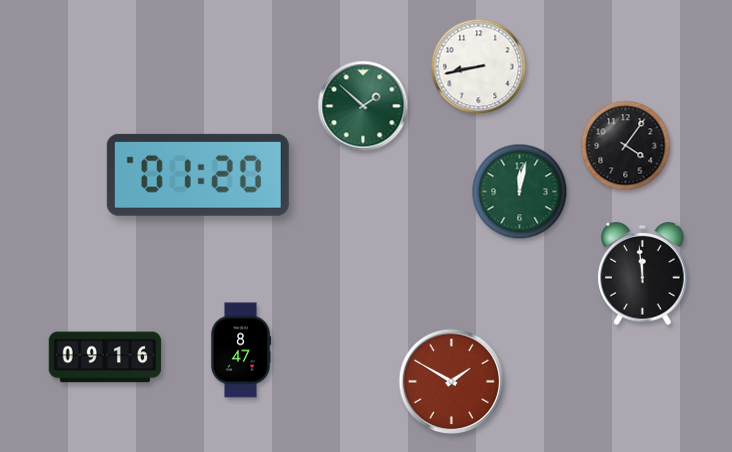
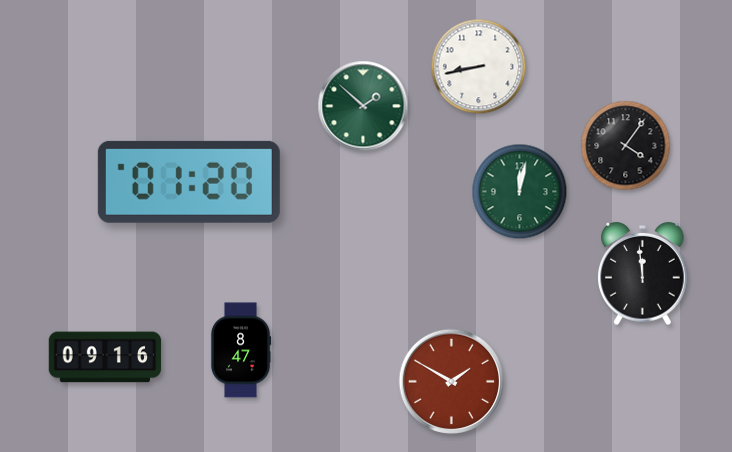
clock at (198, 175) position: (198, 175) -> (189, 182)
